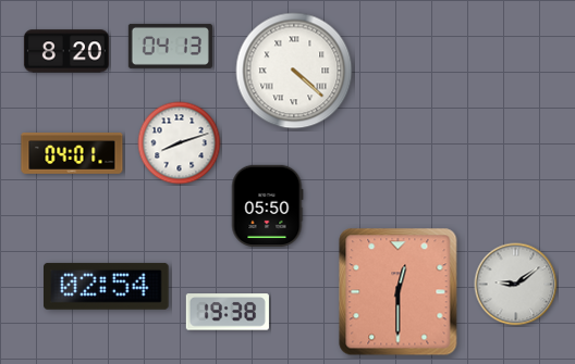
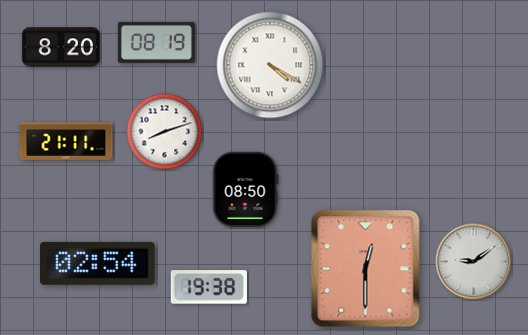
clock at (170, 46): 04:13 -> 08:19
clock at (294, 71): 4:22 -> 4:20
clock at (72, 154): 04:01 -> 21:11
clock at (267, 205): 05:50 -> 08:50
